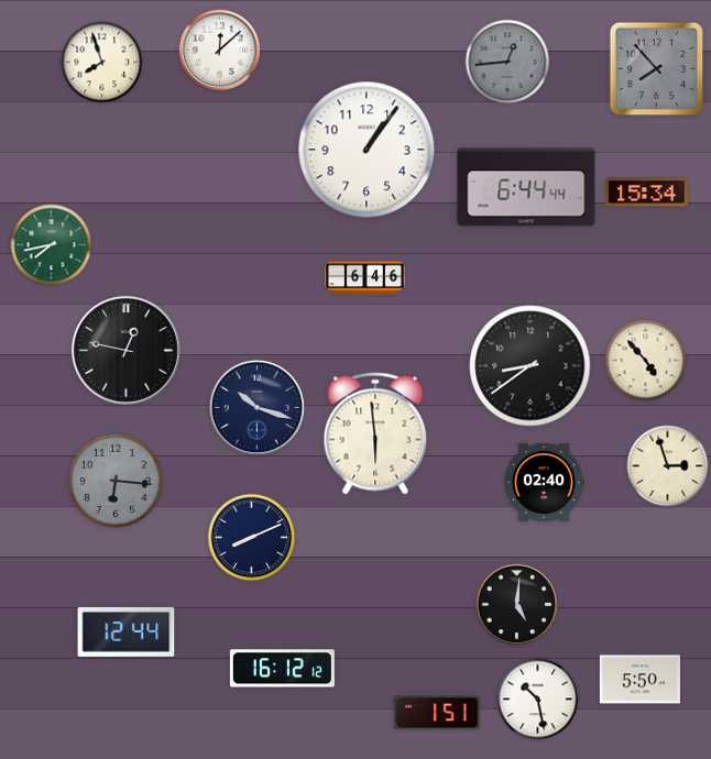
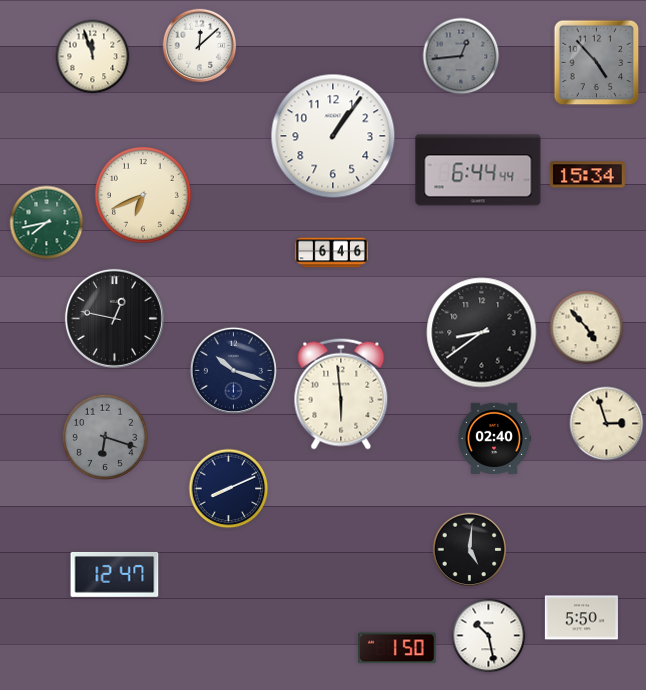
clock at (102, 63): 7:57 -> 11:57
clock at (657, 69): 7:53 -> 4:53
clock at (143, 195): none -> 6:41
clock at (116, 481): 6:16 -> 6:18
clock at (127, 631): 12:44 -> 12:47
clock at (282, 669): 16:12 -> none
clock at (437, 713): 1:51 -> 1:50
